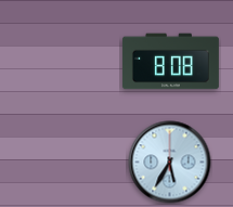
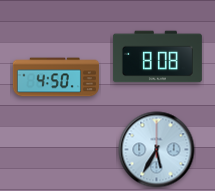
clock at (56, 77): none -> 4:50
